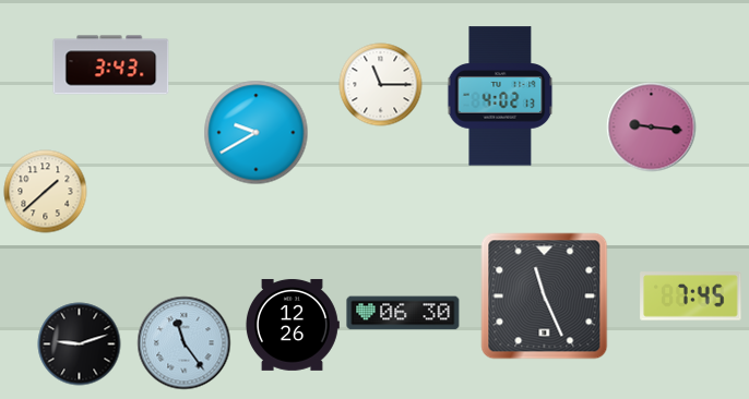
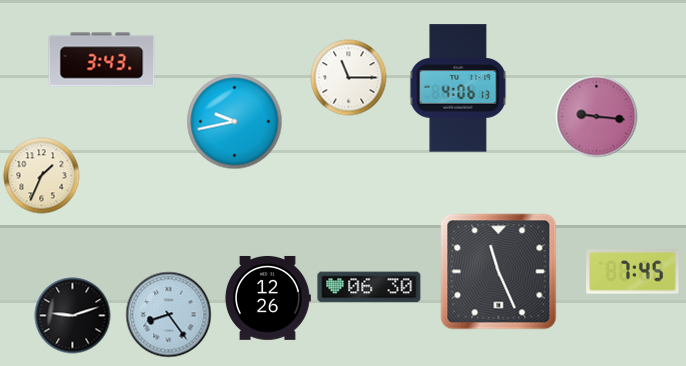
clock at (500, 96): 4:02 -> 4:06
clock at (257, 133): 9:40 -> 9:43
clock at (46, 192): 1:38 -> 1:34
clock at (185, 343): 11:24 -> 8:24
